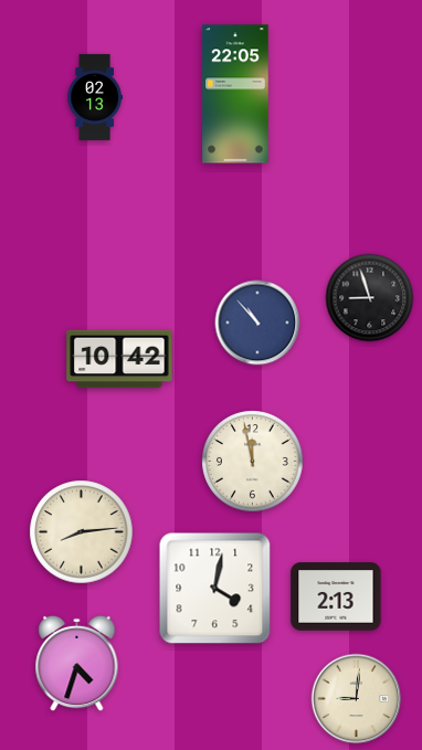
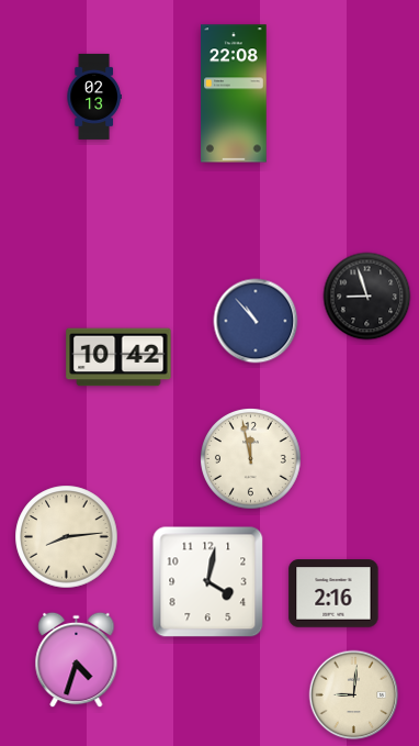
clock at (235, 94): 22:05 -> 22:08
clock at (82, 532) position: (82, 532) -> (67, 537)
clock at (215, 589) position: (215, 589) -> (208, 582)
clock at (336, 596): 2:13 -> 2:16
